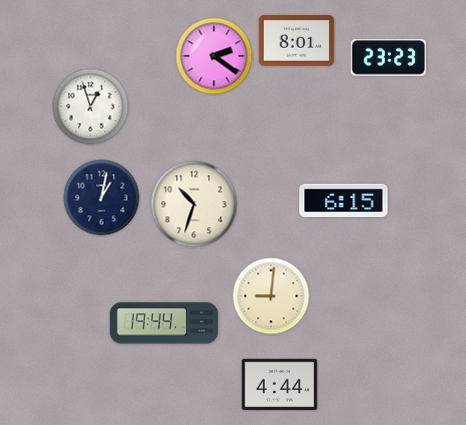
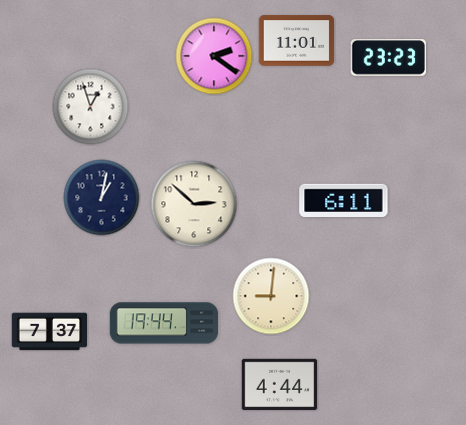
clock at (297, 41): 8:01 -> 11:01
clock at (344, 200): 6:15 -> 6:11
clock at (194, 204): 10:33 -> 2:52
clock at (50, 332): none -> 7:37
